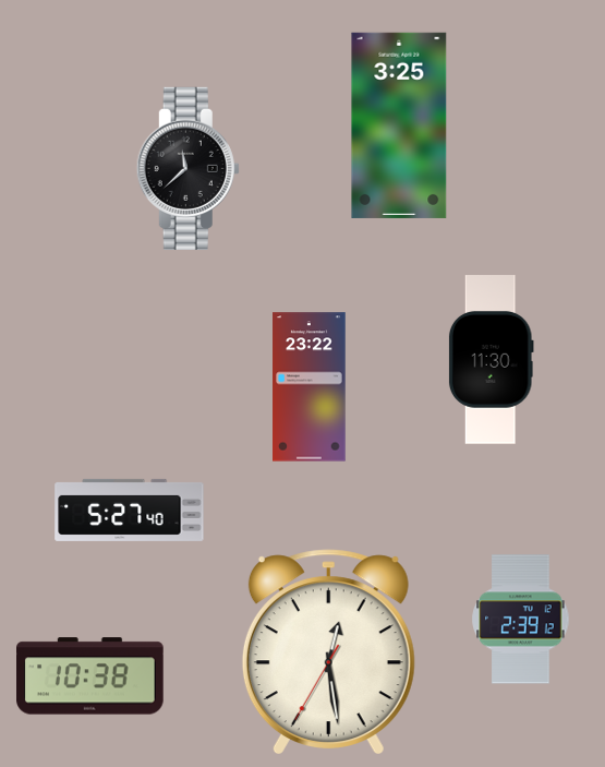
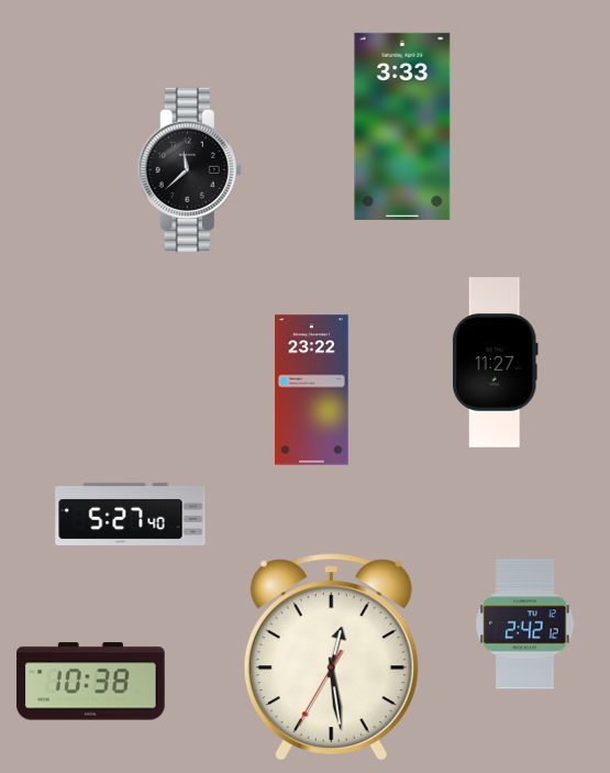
clock at (399, 125): 3:25 -> 3:33
clock at (491, 360): 11:30 -> 11:27
clock at (521, 620): 2:39 -> 2:42
